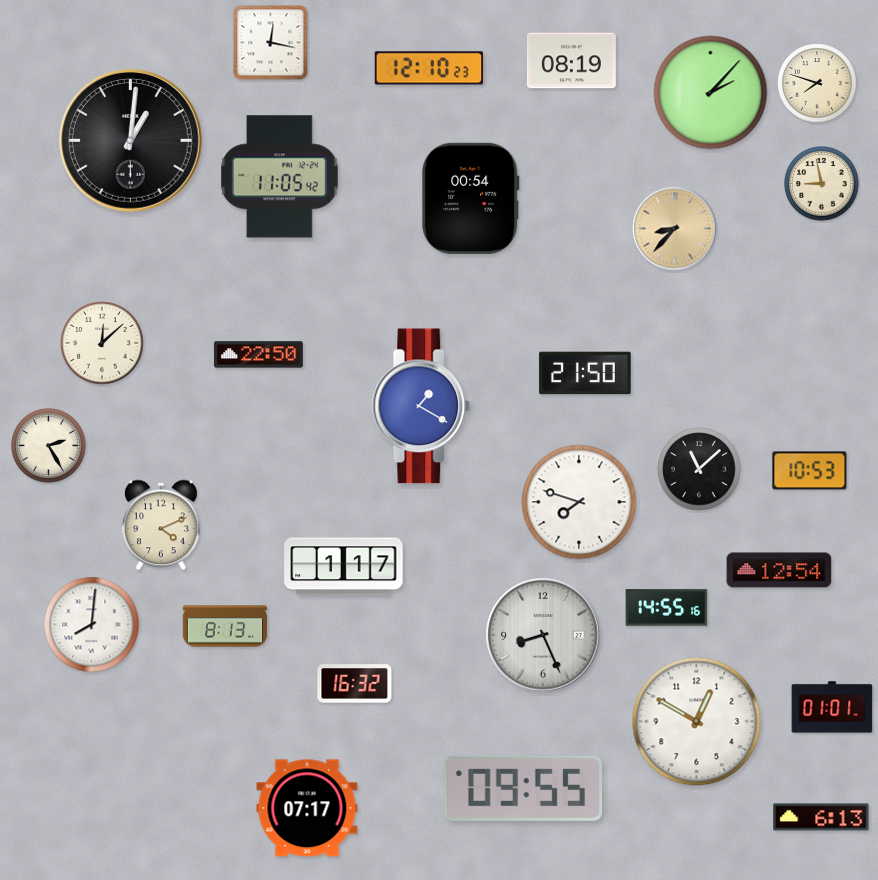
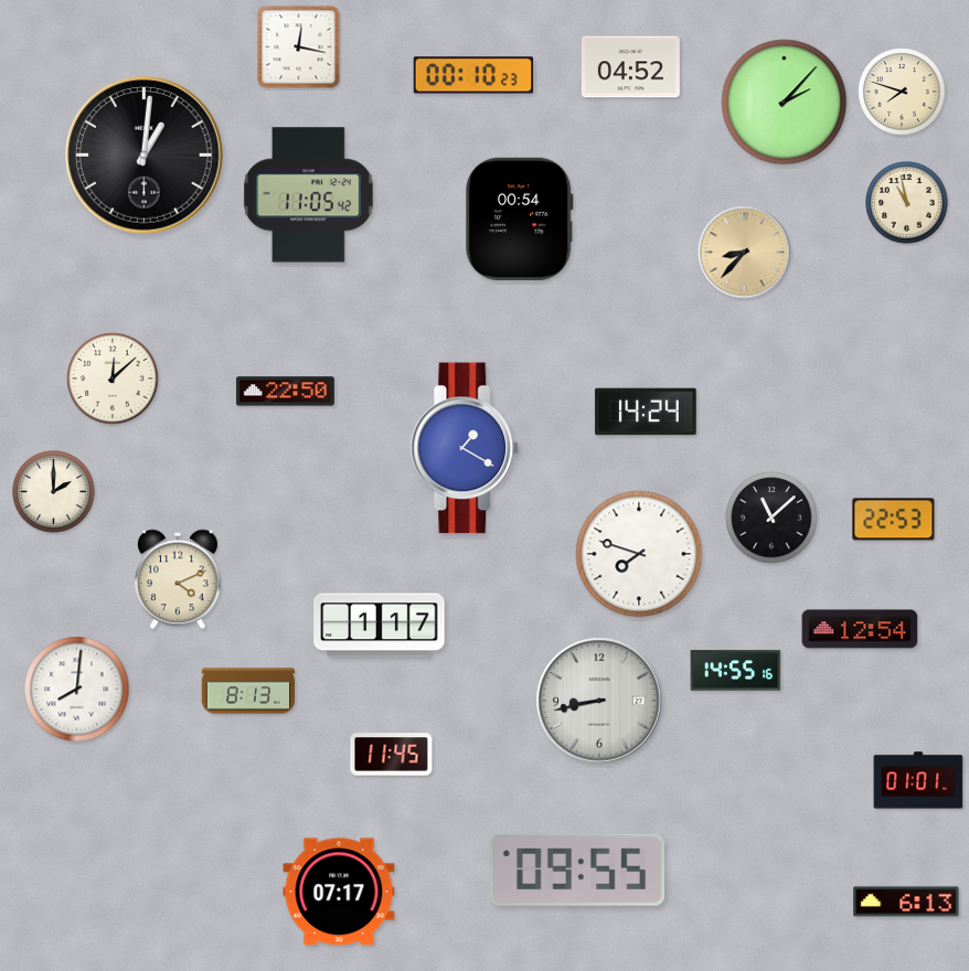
clock at (571, 61): 08:19 -> 04:52
clock at (429, 68): 12:10 -> 00:10
clock at (822, 184): 8:58 -> 10:58
clock at (585, 373): 21:50 -> 14:24
clock at (49, 446): 2:25 -> 2:00
clock at (810, 471): 10:53 -> 22:53
clock at (92, 625) position: (92, 625) -> (77, 690)
clock at (543, 635): 8:26 -> 8:43
clock at (355, 684): 16:32 -> 11:45
clock at (697, 722): 12:50 -> none
